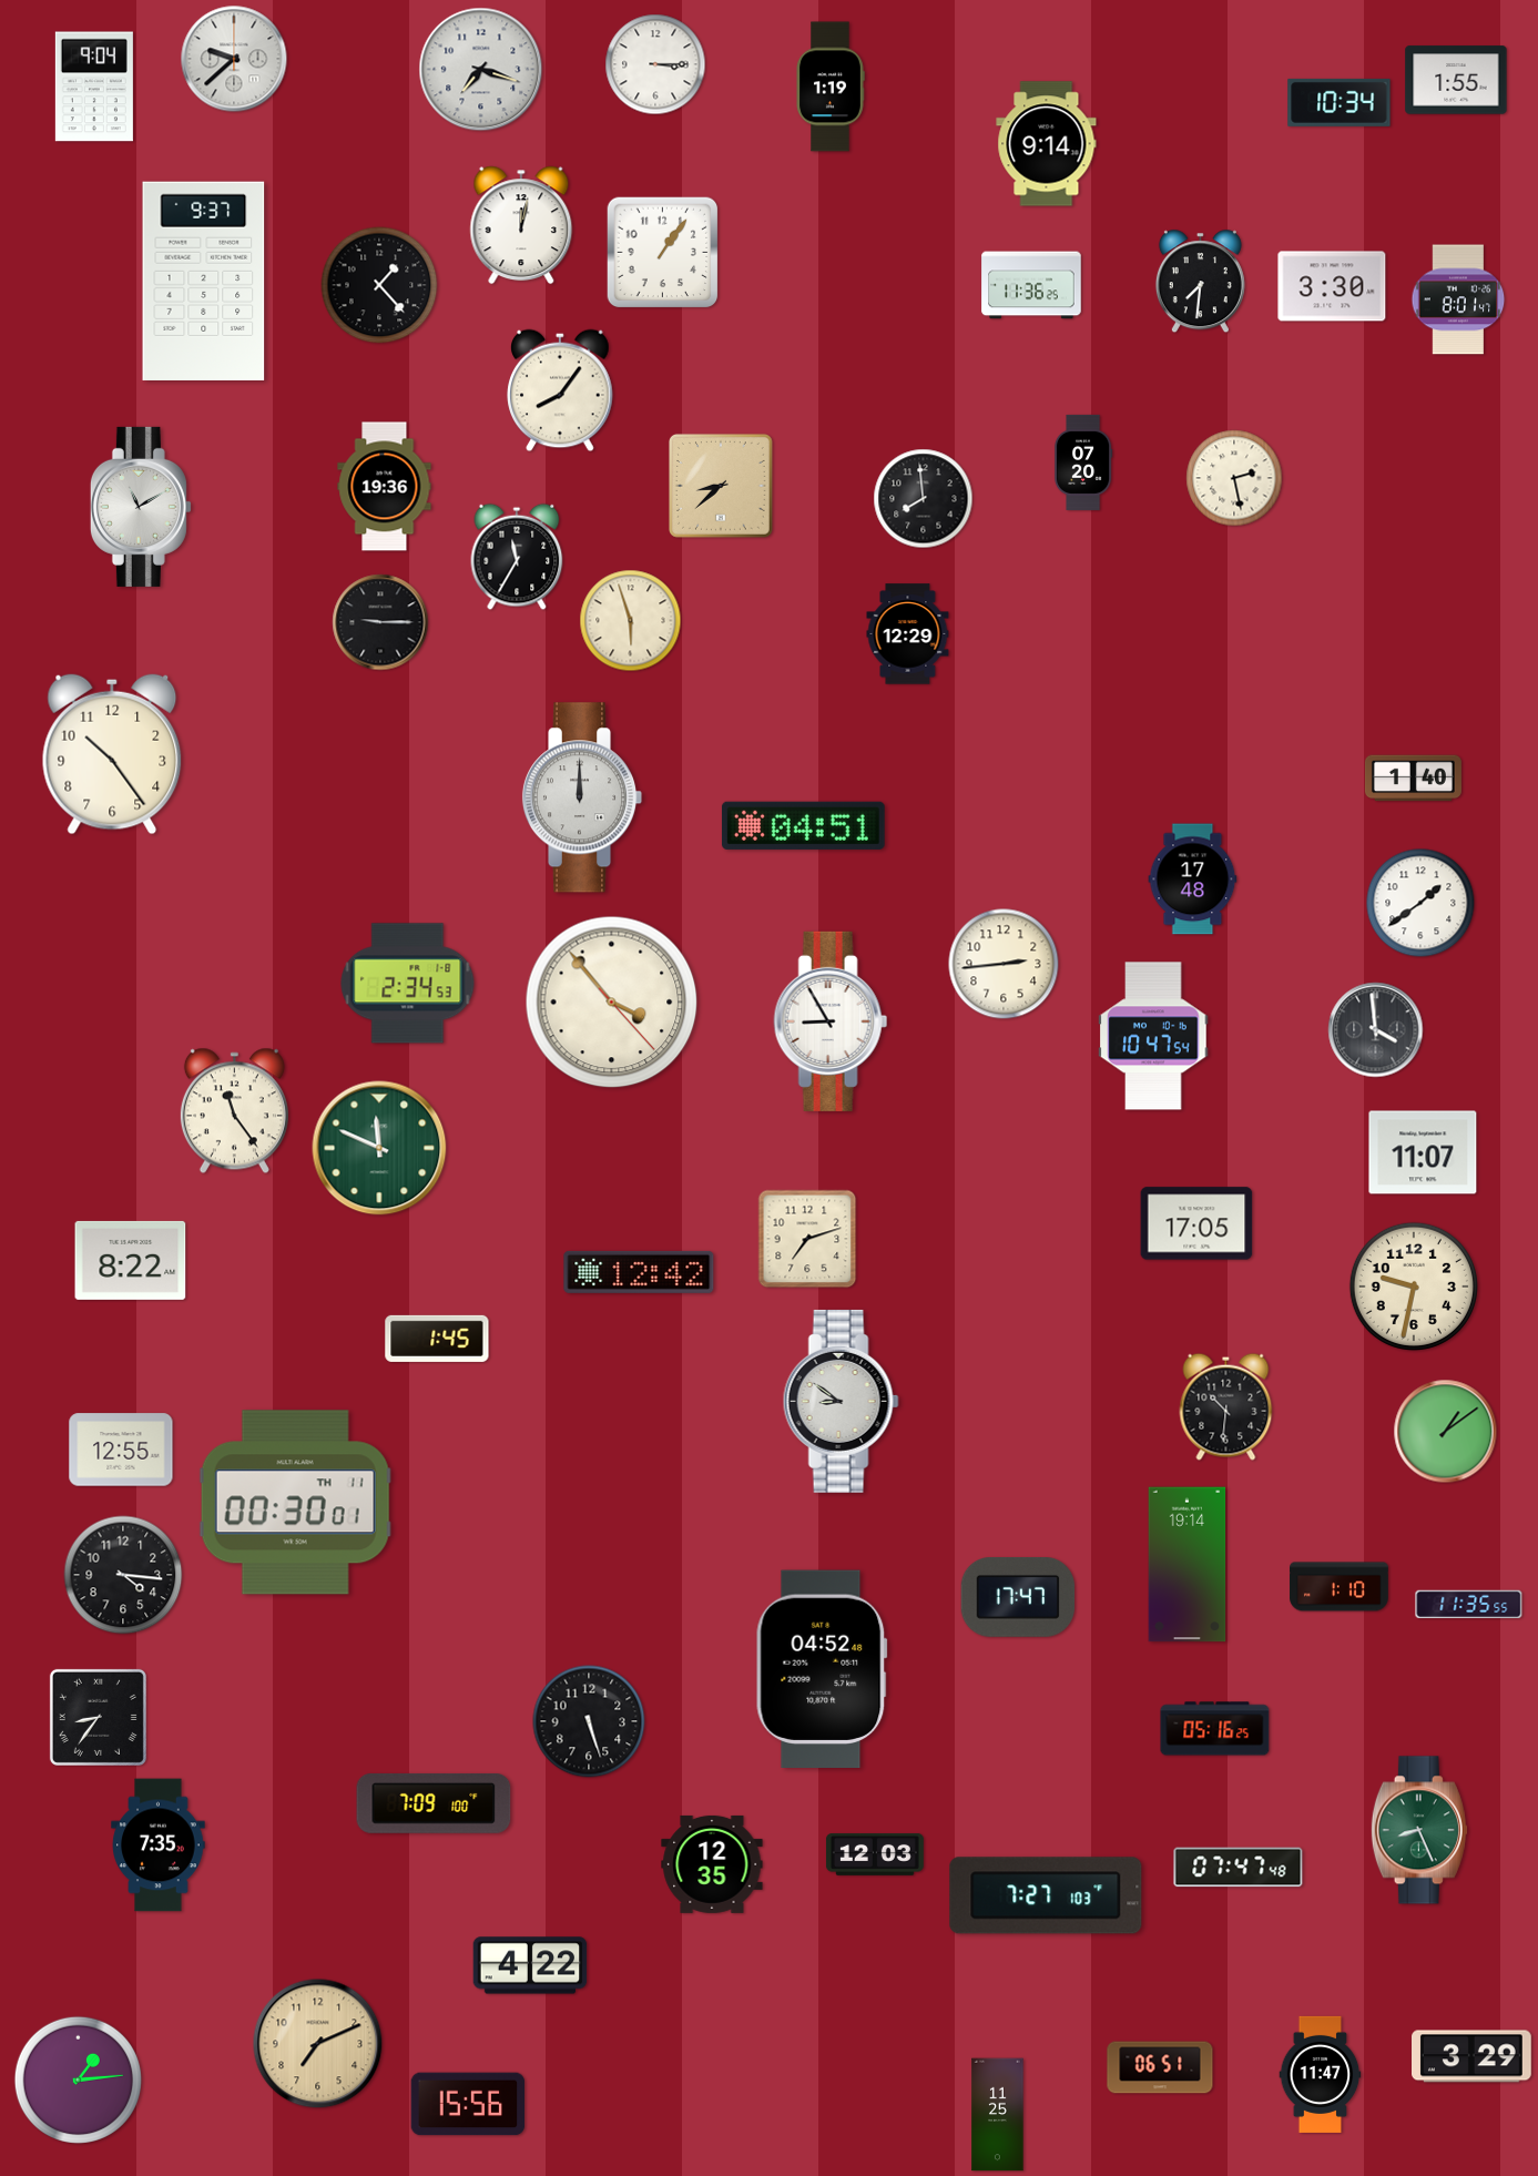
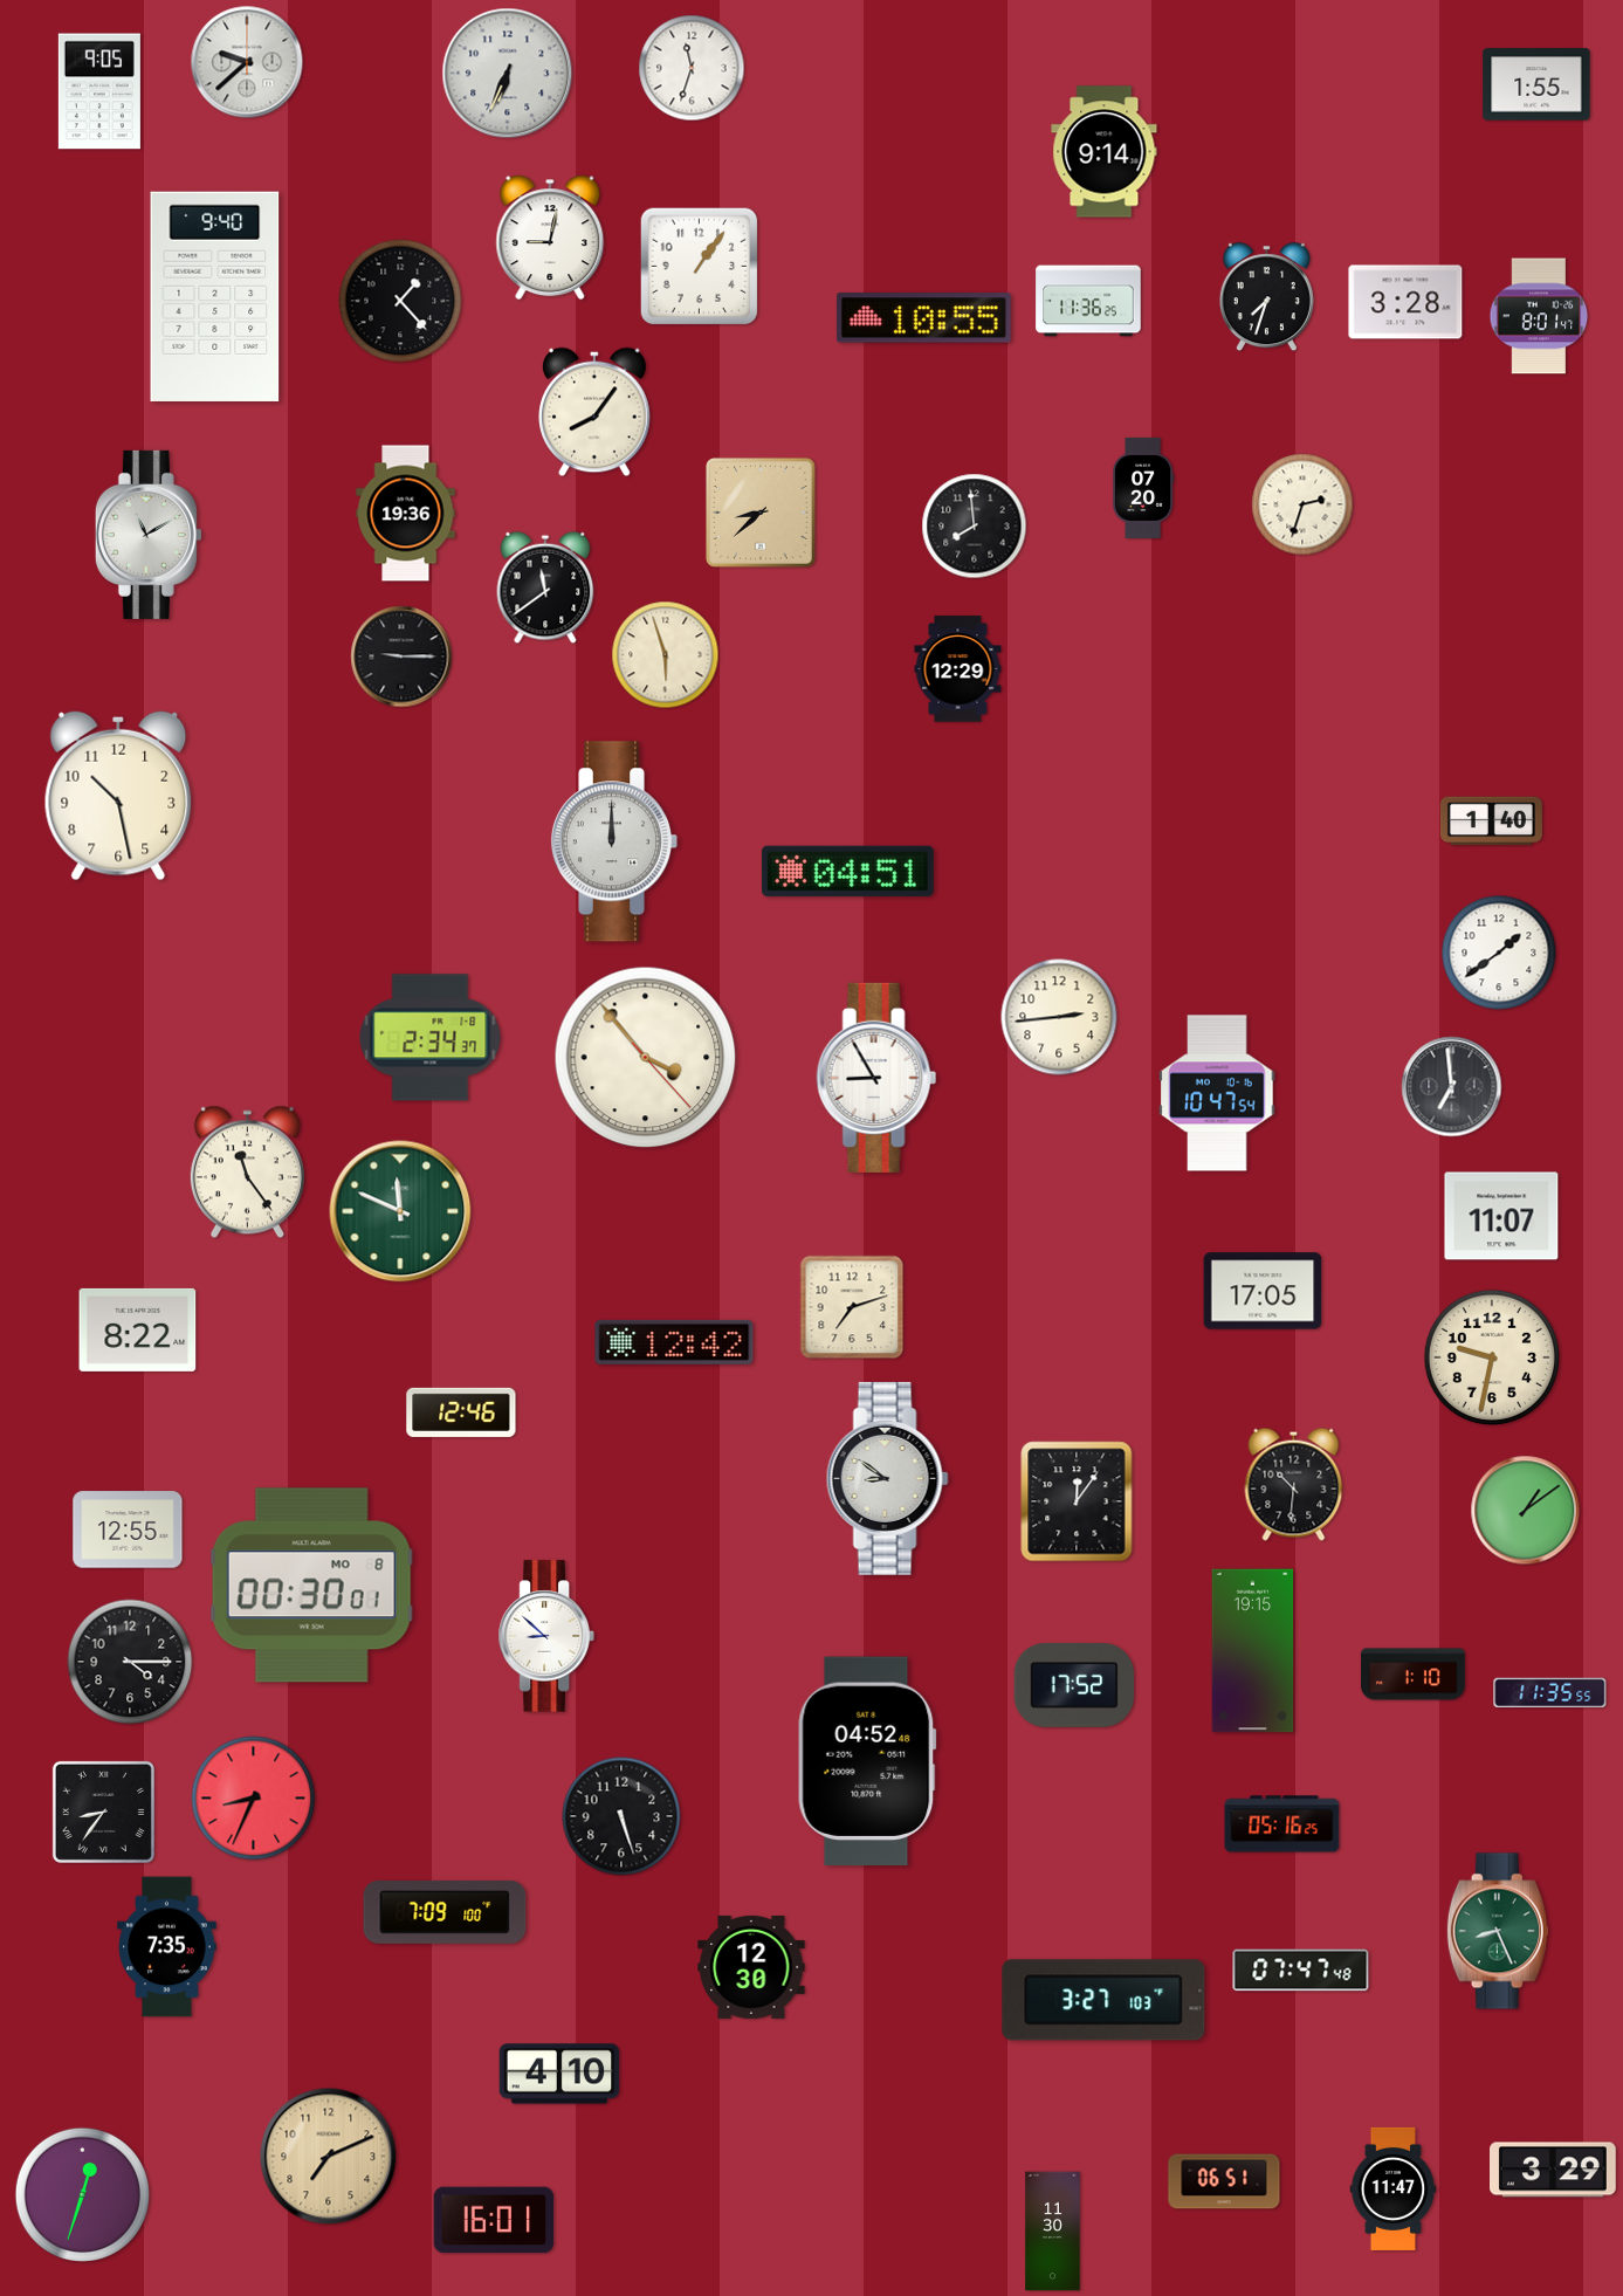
clock at (655, 64): 3:15 -> 11:33
clock at (481, 70): 7:18 -> 6:34
clock at (94, 87): 9:04 -> 9:05
clock at (831, 87): 1:19 -> none
clock at (1340, 102): 10:34 -> none
clock at (521, 225): 12:02 -> 9:02
clock at (204, 281): 9:37 -> 9:40
clock at (1200, 282): 7:31 -> 7:33
clock at (1332, 286): 3:30 -> 3:28
clock at (924, 318): none -> 10:55
clock at (560, 390) position: (560, 390) -> (594, 412)
clock at (1234, 478): 2:28 -> 2:33
clock at (517, 557): 11:35 -> 11:39
clock at (112, 754): 10:24 -> 10:28
clock at (1193, 879): 17:48 -> none
clock at (408, 984): 2:34:53 -> 2:34:37
clock at (1376, 1030): 3:59 -> 6:59
clock at (437, 1339): 1:45 -> 12:46
clock at (1077, 1501): none -> 12:06
clock at (295, 1503) date: TH 11 -> MO 8
clock at (546, 1636): none -> 8:52
clock at (1188, 1565): 19:14 -> 19:15
clock at (123, 1575): 4:16 -> 4:15
clock at (1018, 1598): 17:47 -> 17:52
clock at (254, 1799): none -> 8:34
clock at (434, 1803) position: (434, 1803) -> (445, 1912)
clock at (875, 1854): 12:03 -> none
clock at (712, 1864): 12:35 -> 12:30
clock at (1239, 1868) position: (1239, 1868) -> (1301, 1971)
clock at (1046, 1895): 7:27 -> 3:27
clock at (530, 1965): 4:22 -> 4:10
clock at (318, 2044) position: (318, 2044) -> (329, 2157)
clock at (78, 2080): 1:14 -> 12:33
clock at (468, 2104): 15:56 -> 16:01
clock at (998, 2115): 11:25 -> 11:30
